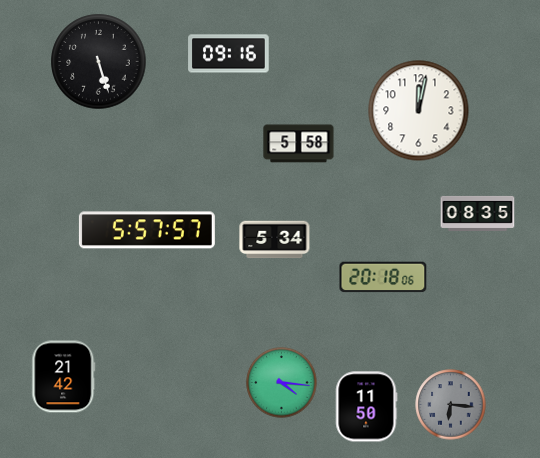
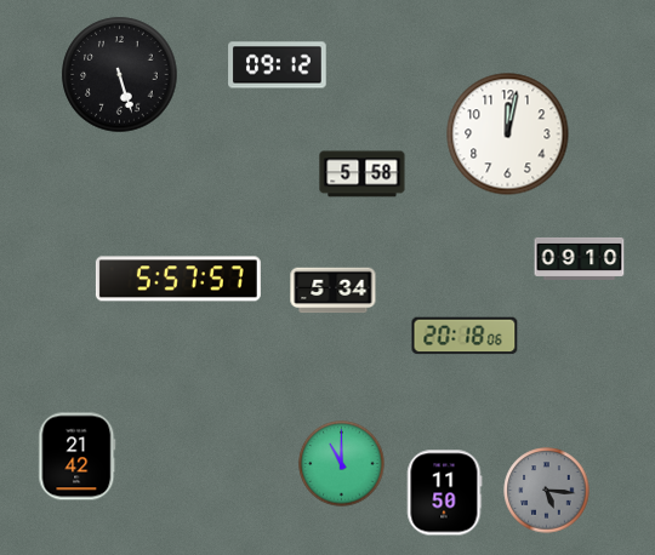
clock at (229, 54): 09:16 -> 09:12
clock at (478, 213): 08:35 -> 09:10
clock at (282, 383): 4:16 -> 11:00
clock at (451, 405): 6:16 -> 5:16
